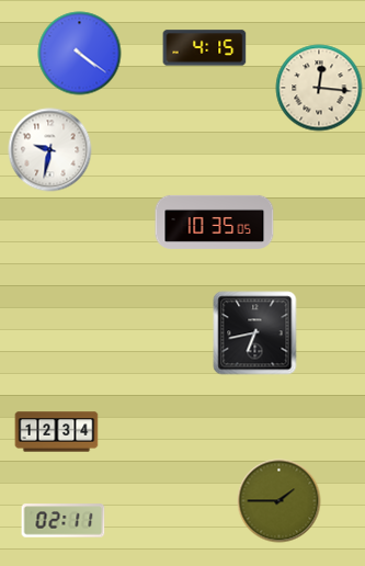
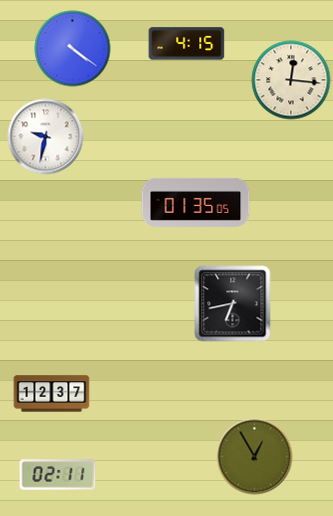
clock at (215, 222): 10:35 -> 01:35
clock at (57, 432): 12:34 -> 12:37
clock at (280, 501): 1:45 -> 12:55
